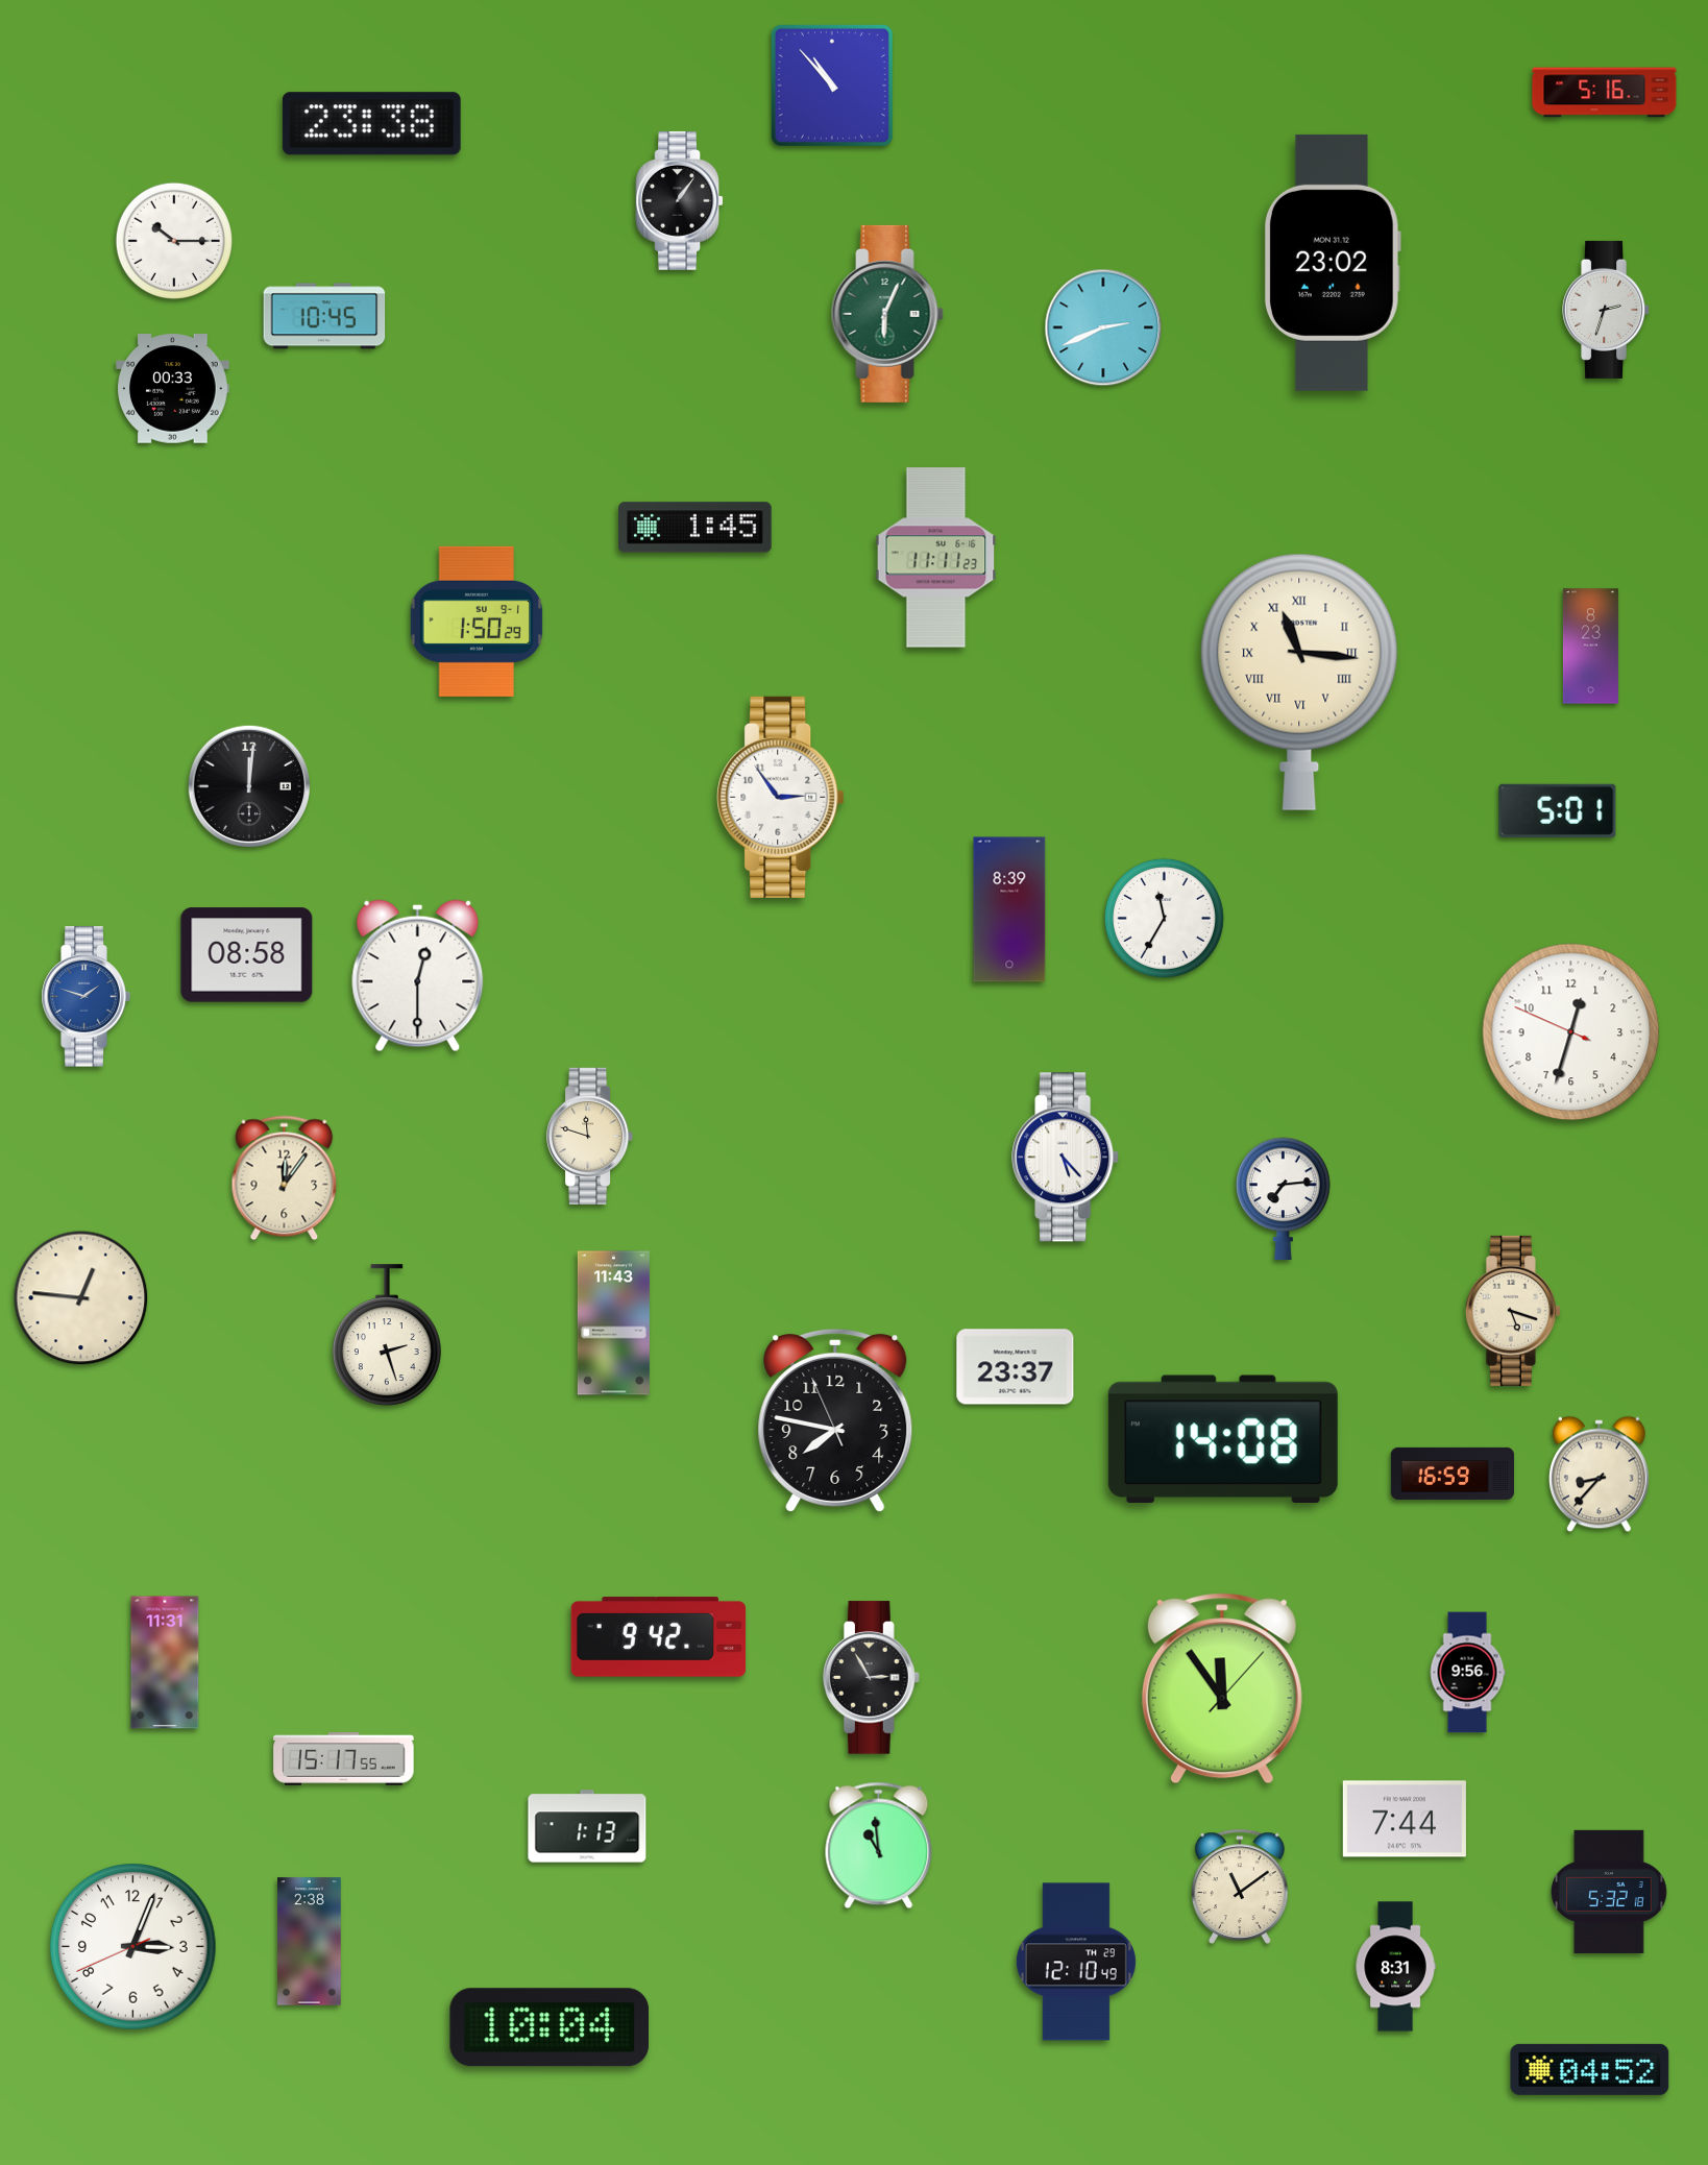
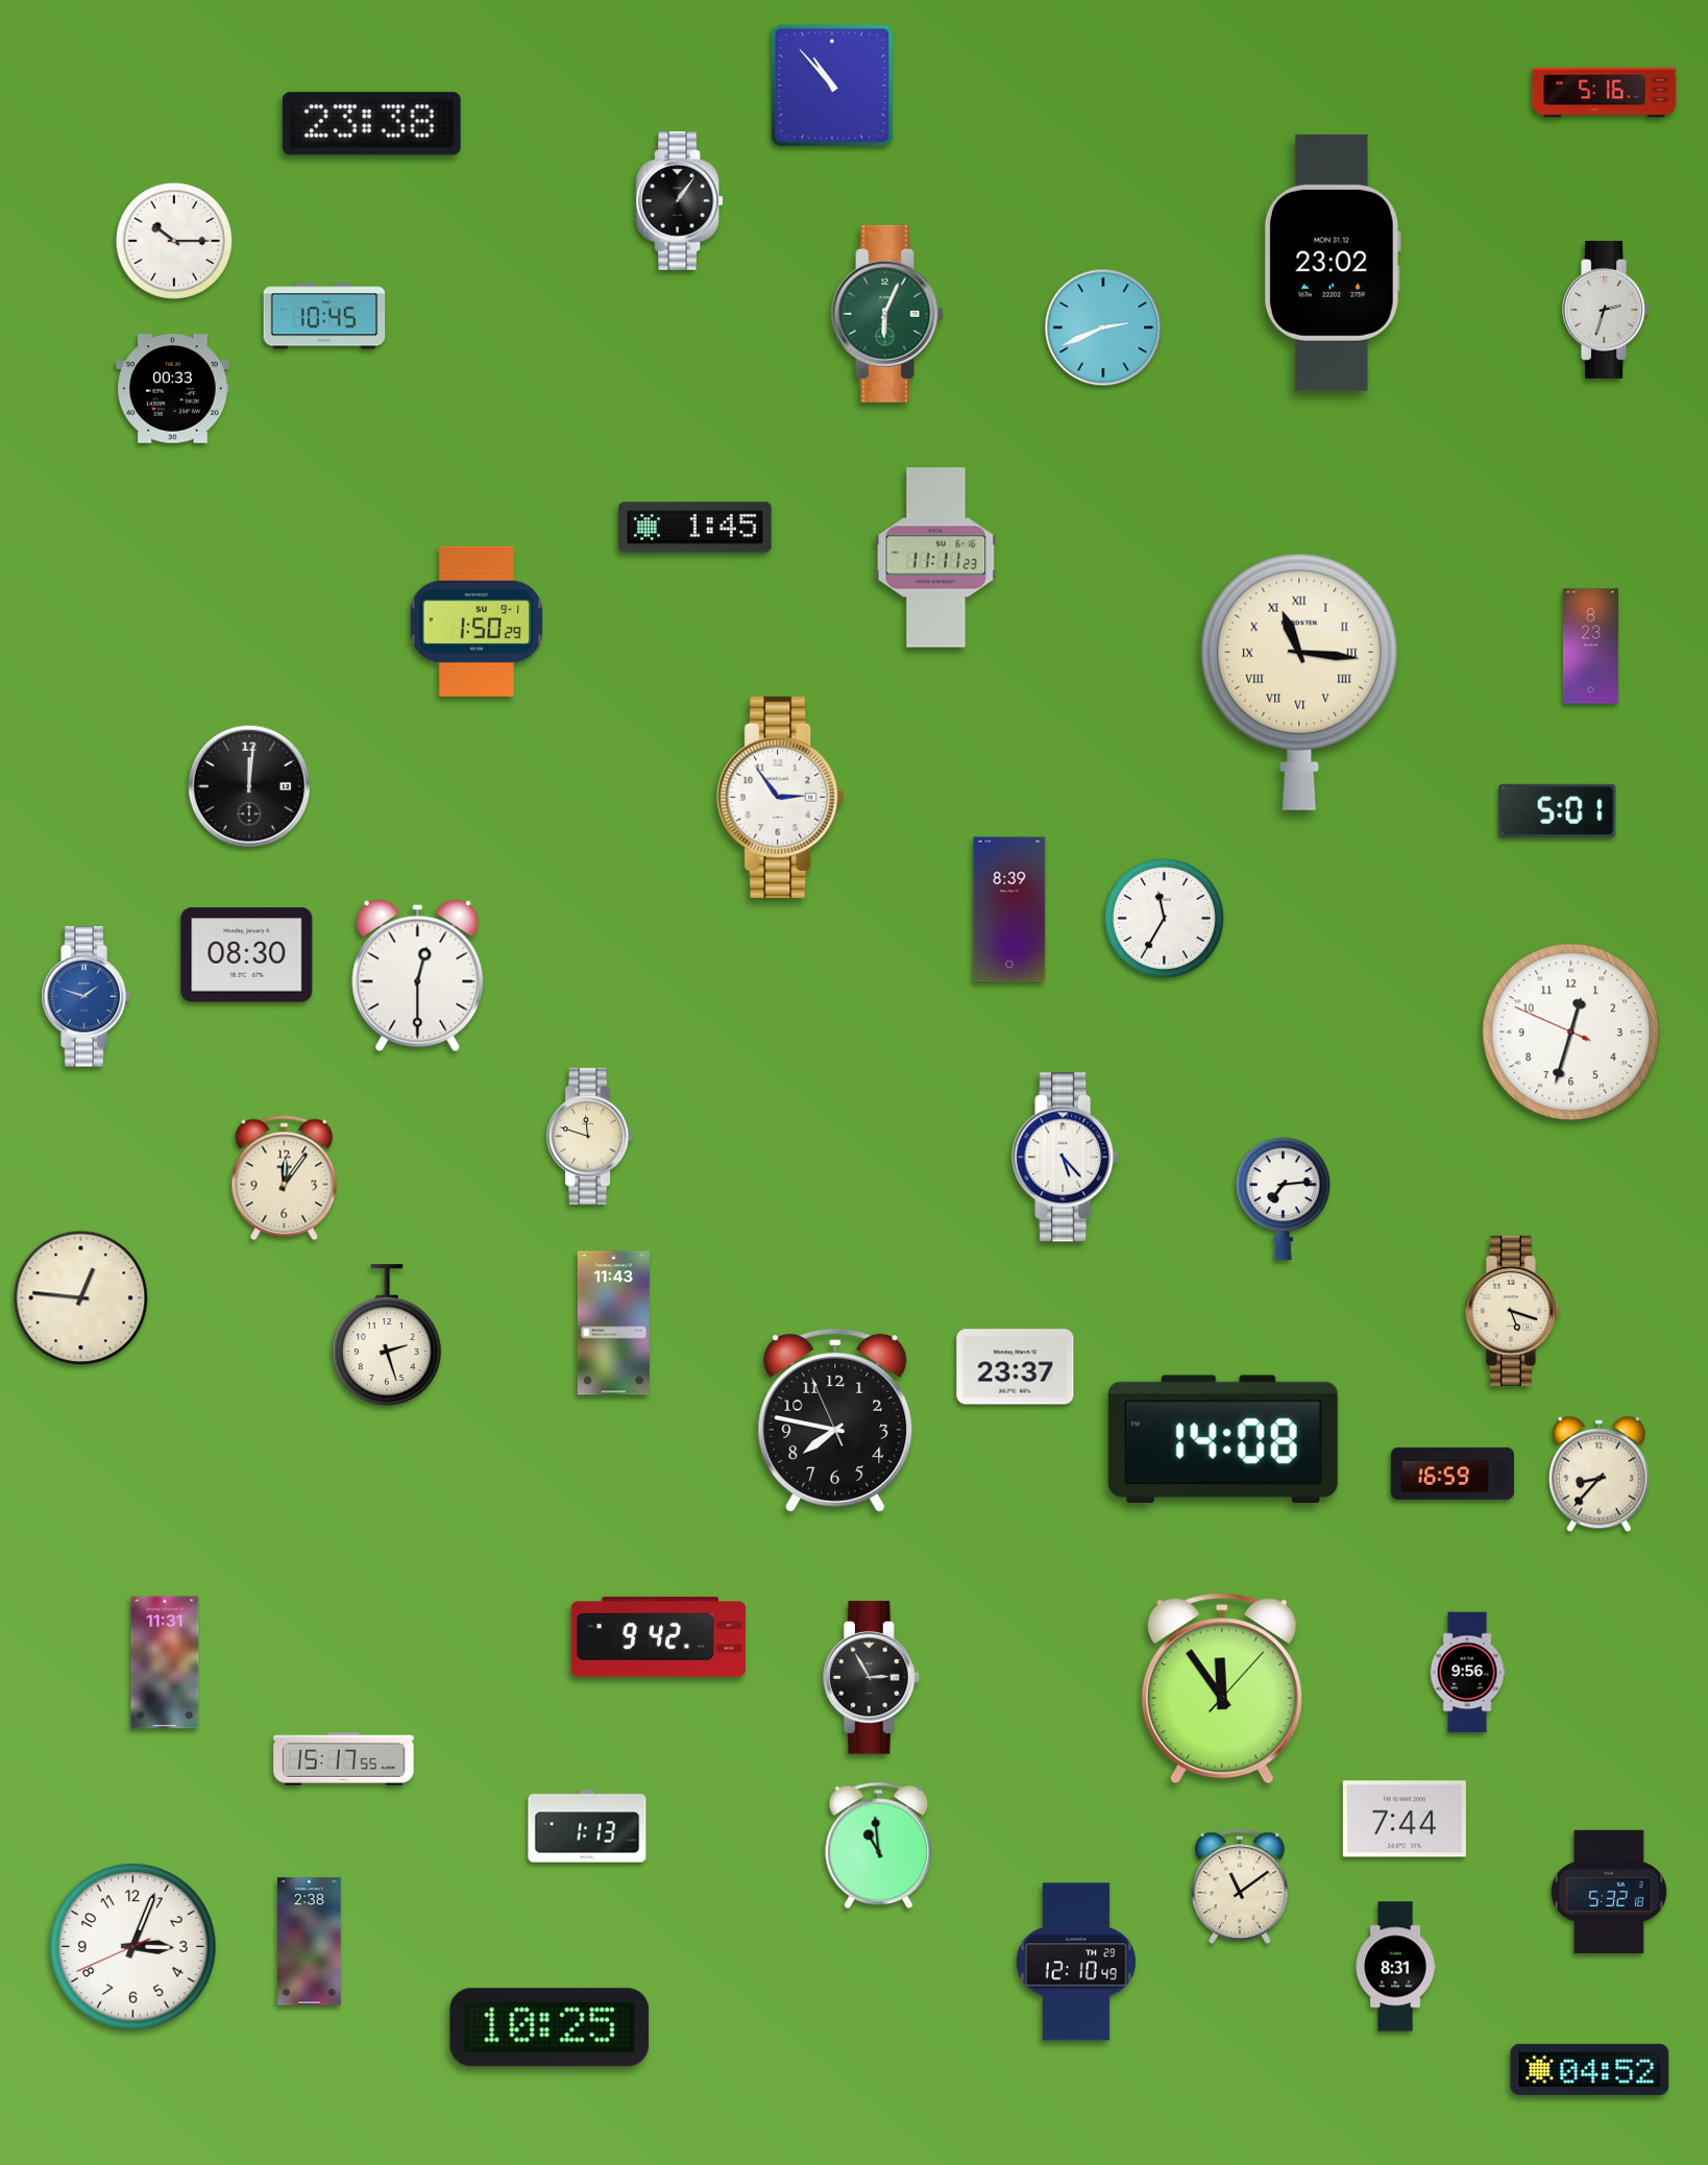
clock at (247, 955): 08:58 -> 08:30
clock at (550, 2027): 10:04 -> 10:25
